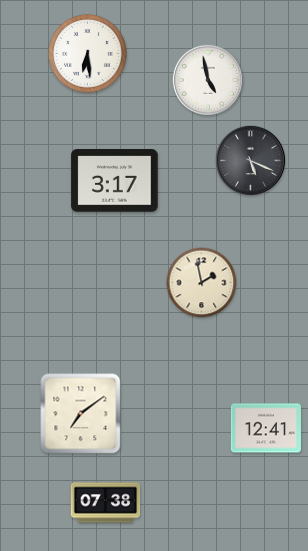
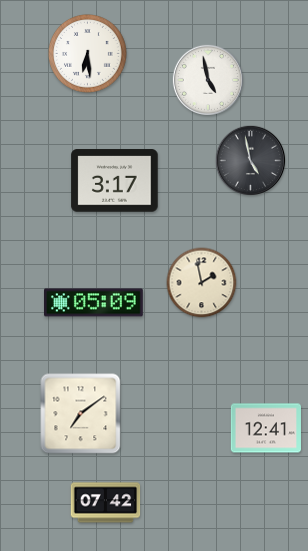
clock at (250, 160): 5:19 -> 4:58
clock at (94, 303): none -> 05:09
clock at (106, 503): 07:38 -> 07:42
